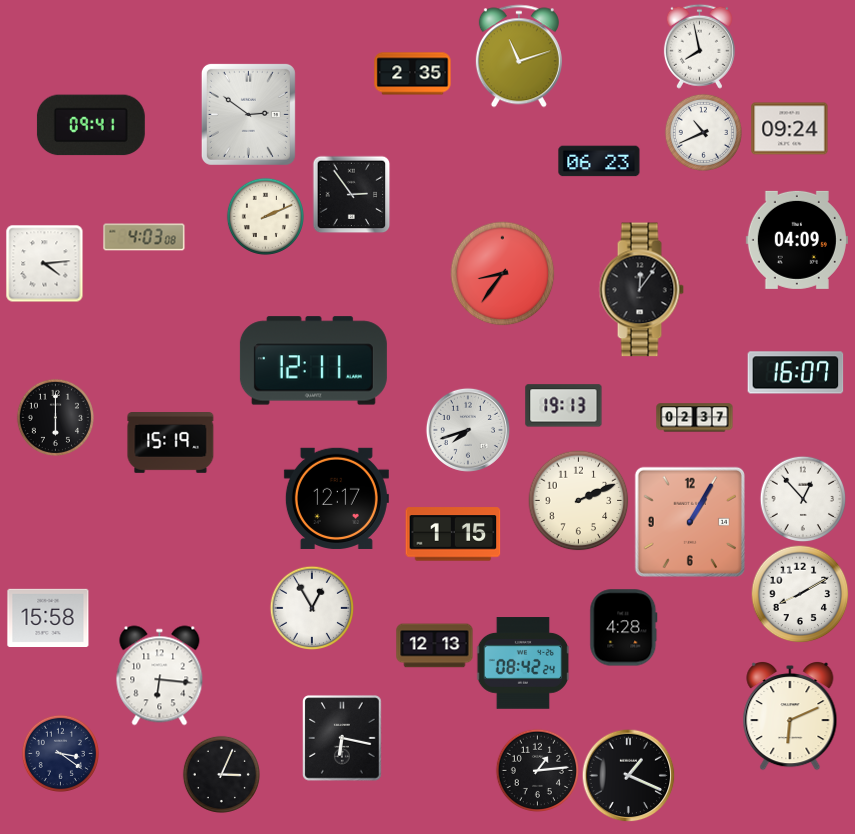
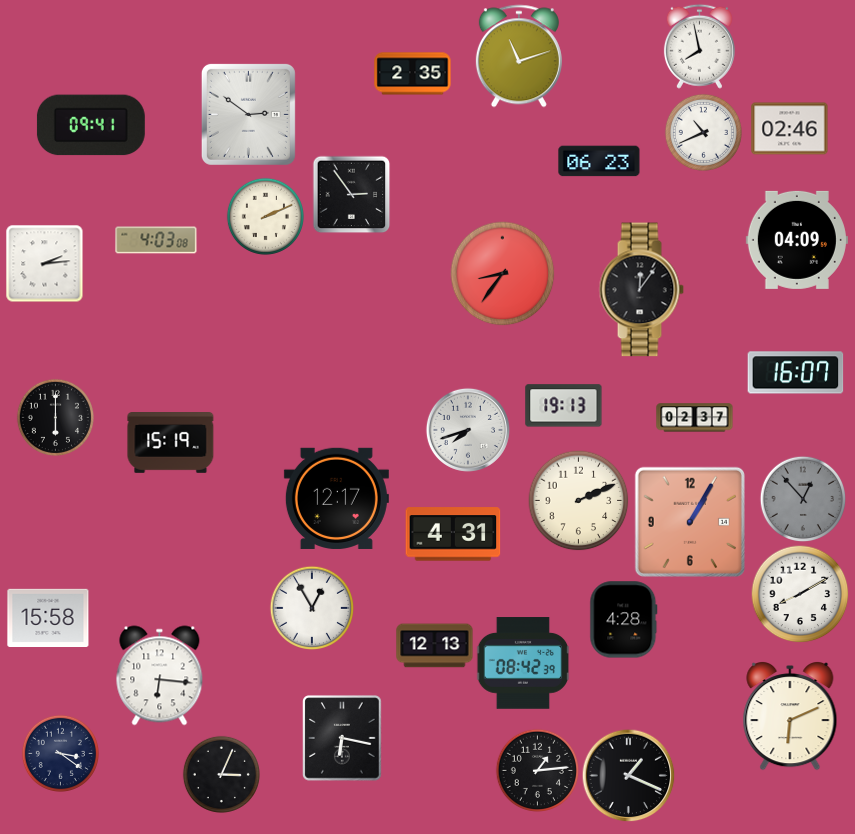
clock at (790, 129): 09:24 -> 02:46
clock at (144, 237) position: (144, 237) -> (156, 240)
clock at (44, 263): 4:14 -> 2:14
clock at (313, 361): 12:11 -> none
clock at (803, 499) dial: white -> grey
clock at (453, 534): 1:15 -> 4:31
clock at (624, 628) position: (624, 628) -> (624, 620)
clock at (523, 663): 08:42:24 -> 08:42:39
